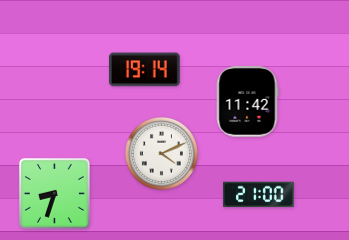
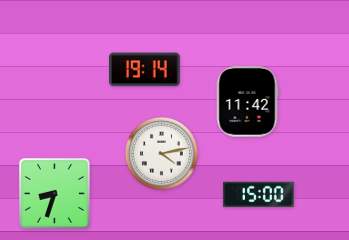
clock at (161, 153): 4:11 -> 4:13
clock at (259, 195): 21:00 -> 15:00
